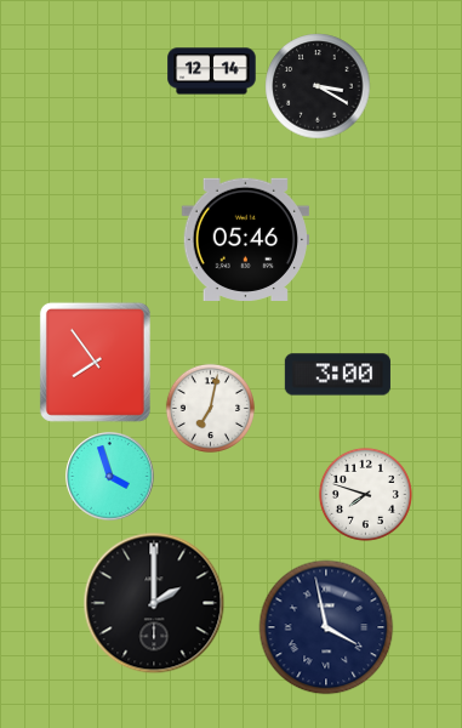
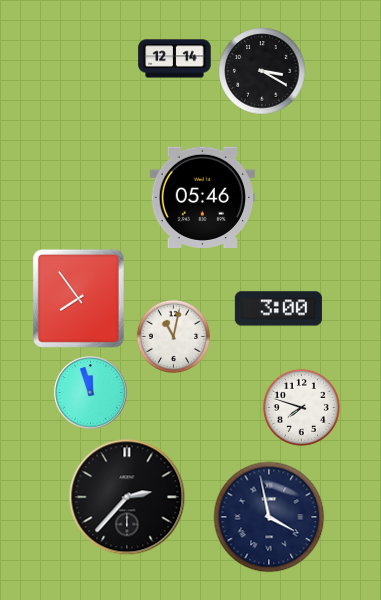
clock at (210, 408): 7:02 -> 11:02
clock at (110, 477): 3:57 -> 11:57
clock at (154, 603): 2:00 -> 2:37
